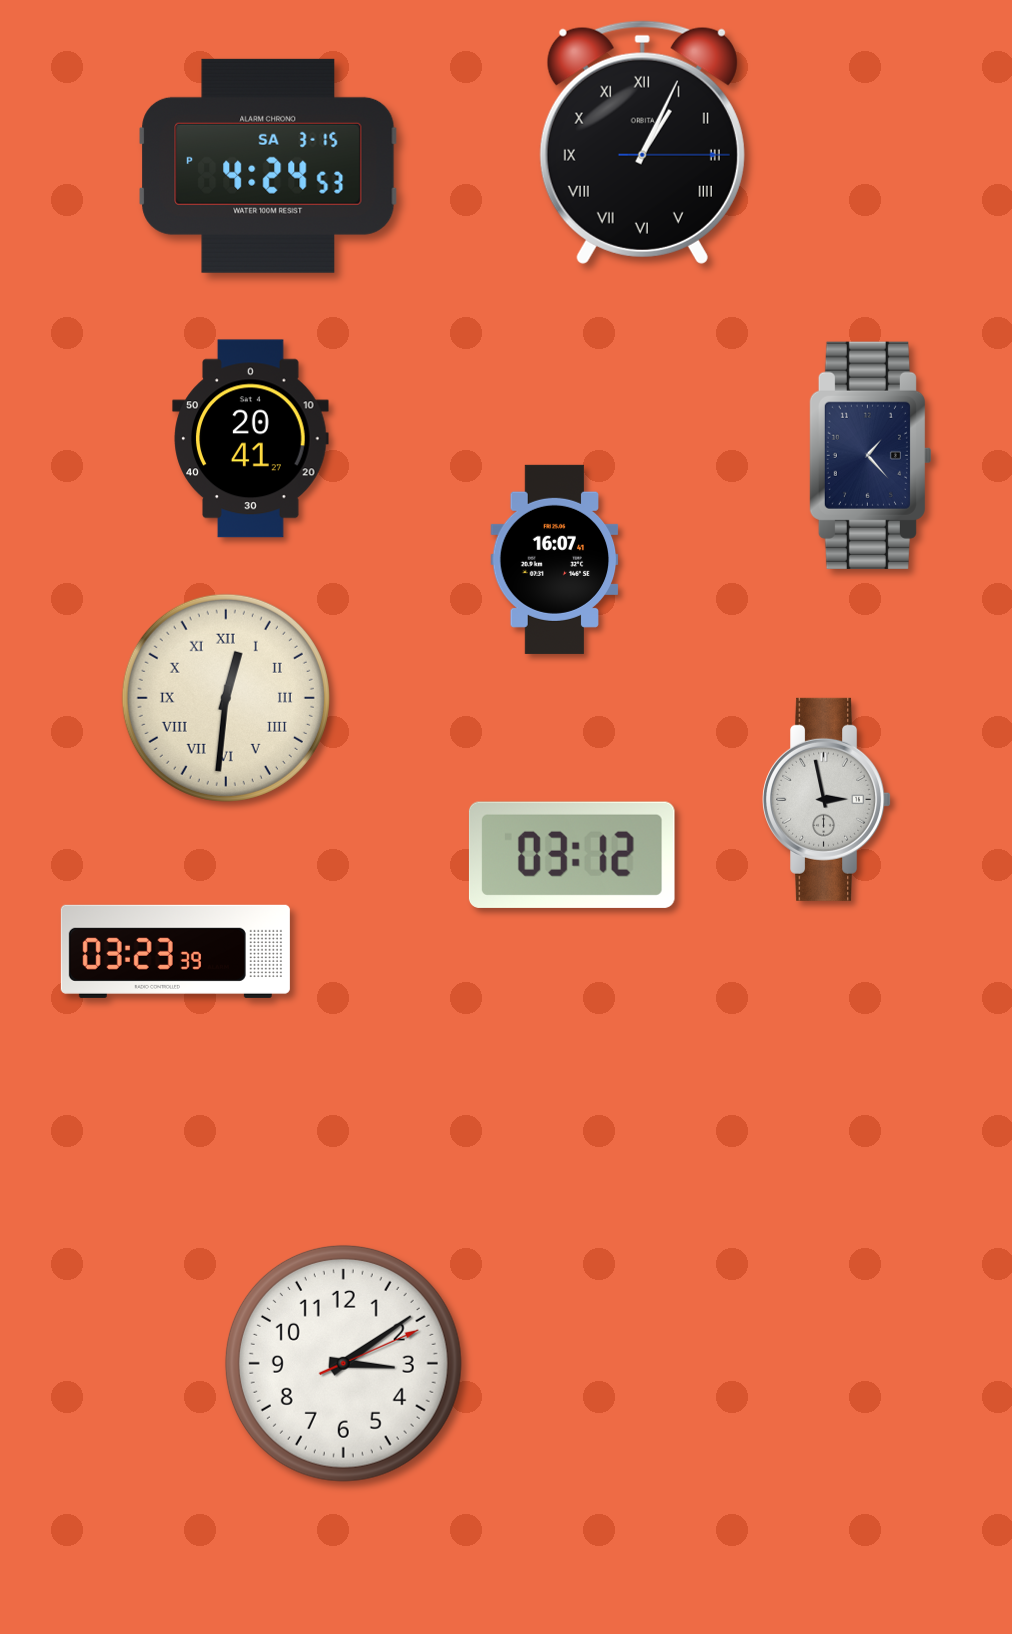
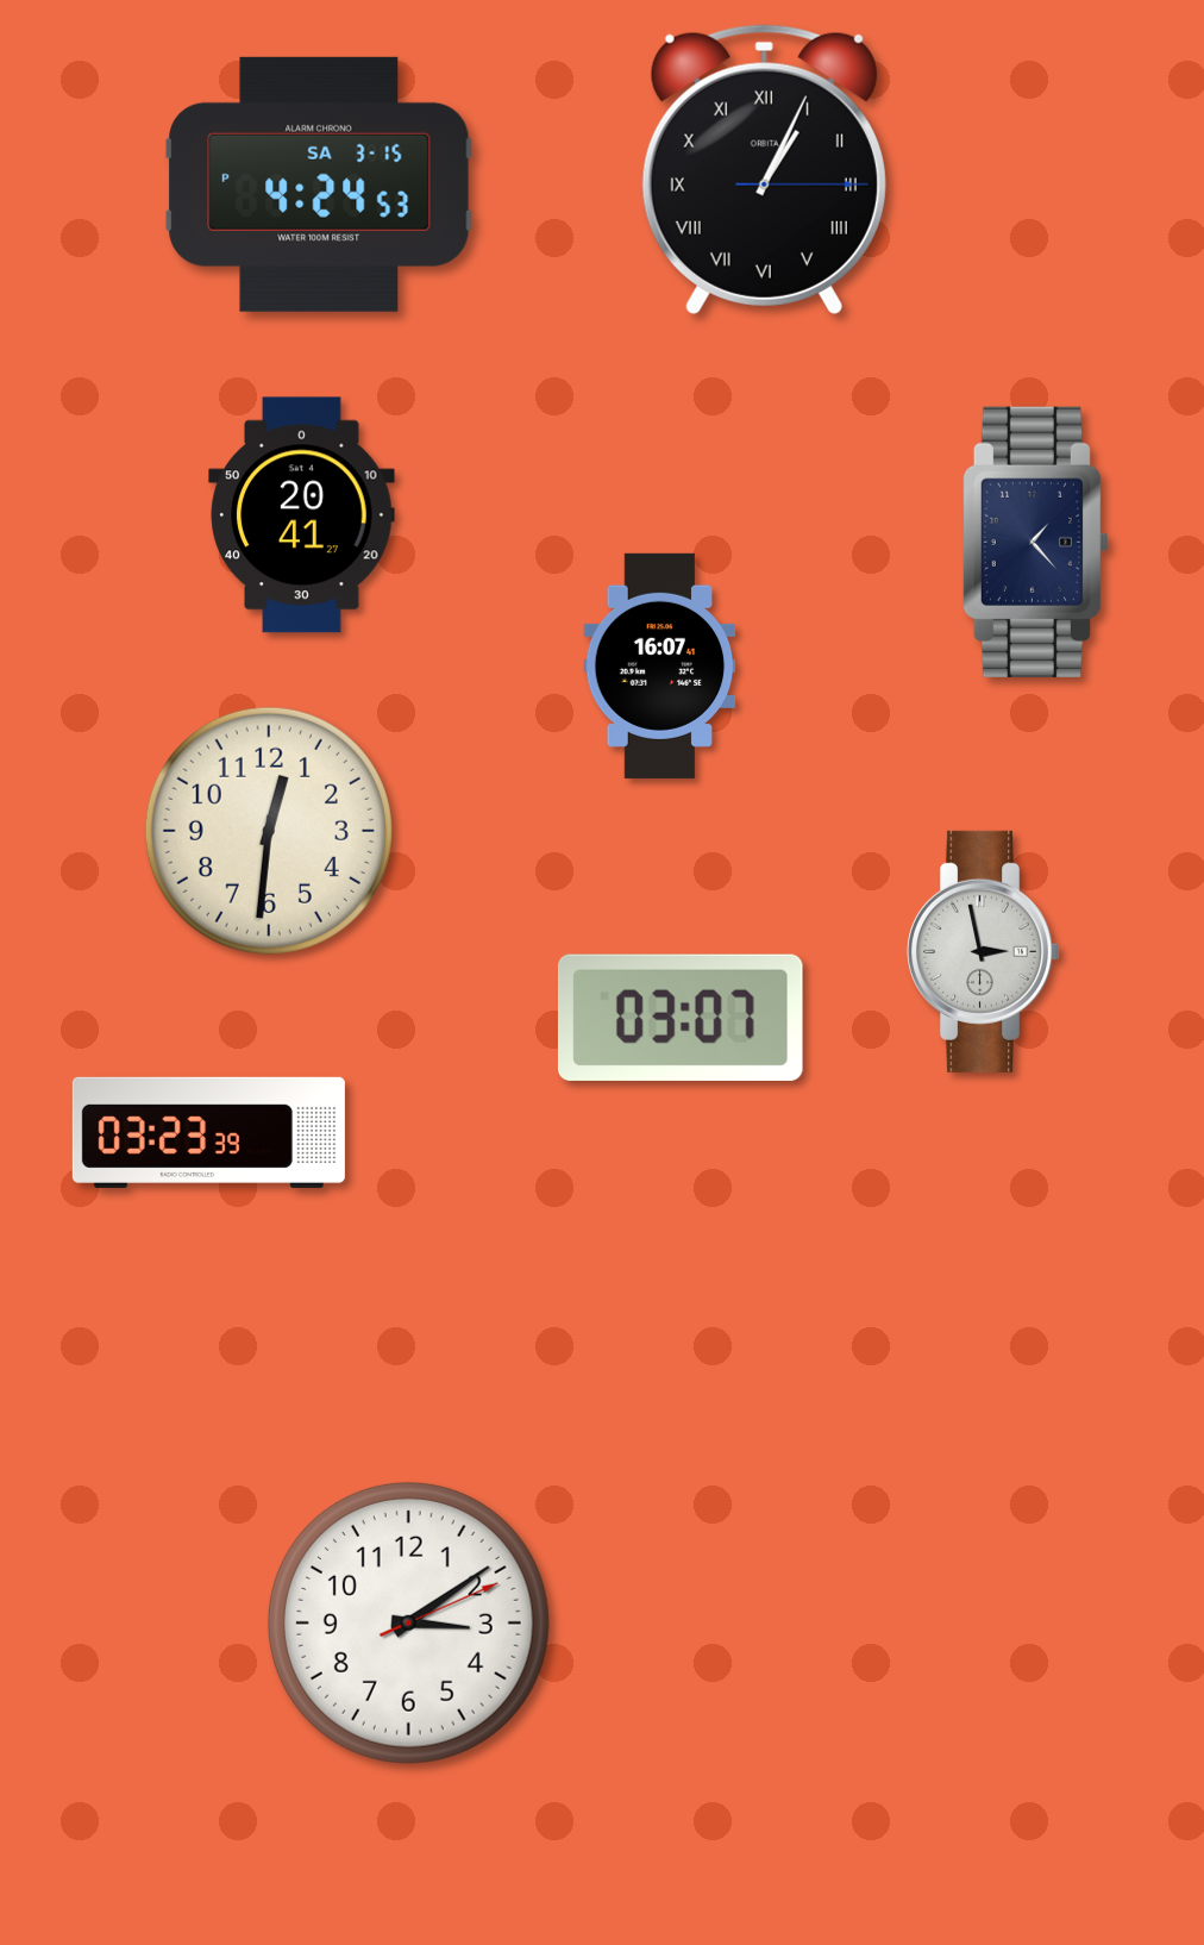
clock at (268, 166) position: (268, 166) -> (319, 185)
clock at (251, 439) position: (251, 439) -> (302, 515)
clock at (226, 698) numerals: Roman -> Arabic
clock at (572, 855): 03:12 -> 03:07
